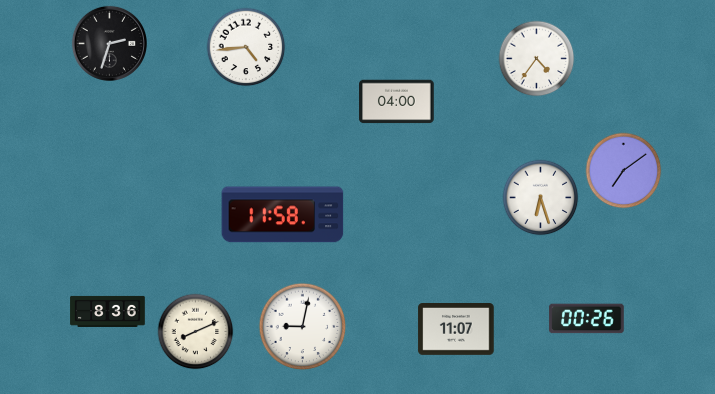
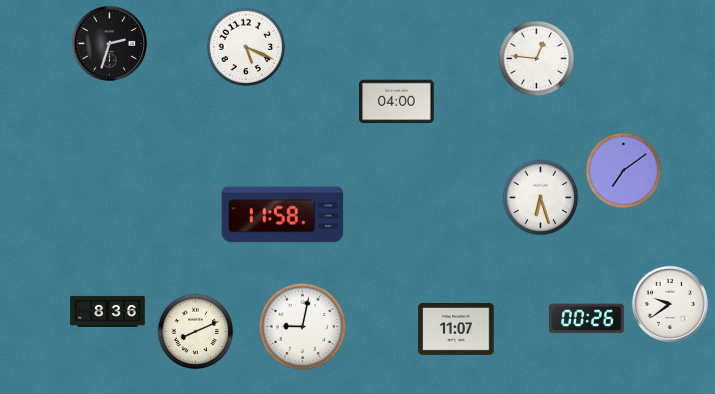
clock at (246, 47): 4:44 -> 5:19
clock at (537, 59): 4:36 -> 12:46
clock at (670, 304): none -> 9:39
